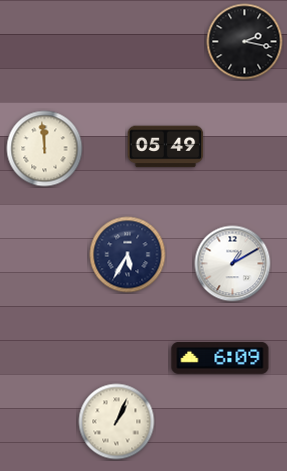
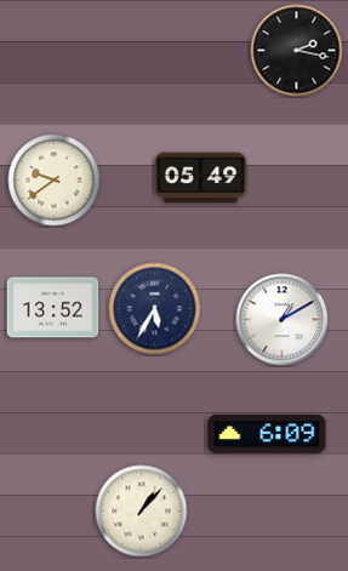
clock at (45, 149): 11:59 -> 9:39
clock at (53, 308): none -> 13:52
clock at (117, 422): 1:04 -> 1:07
